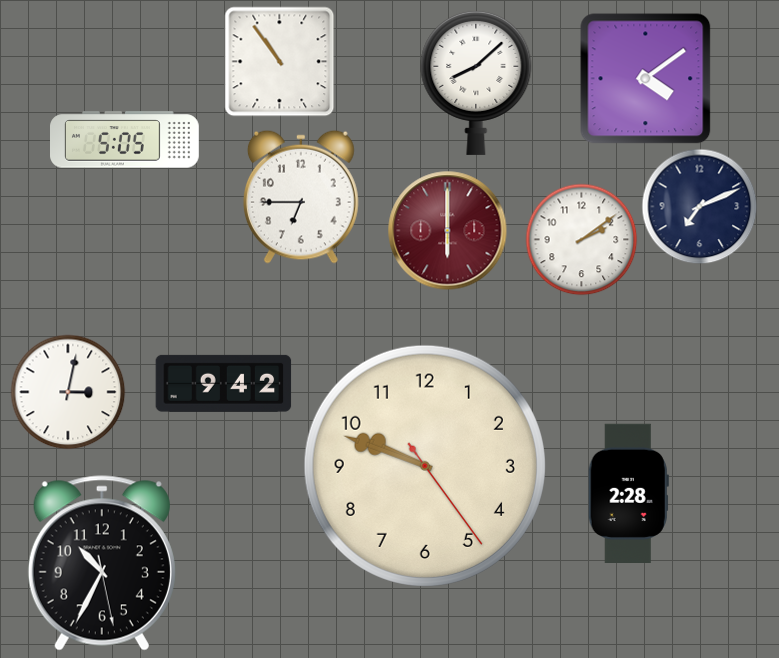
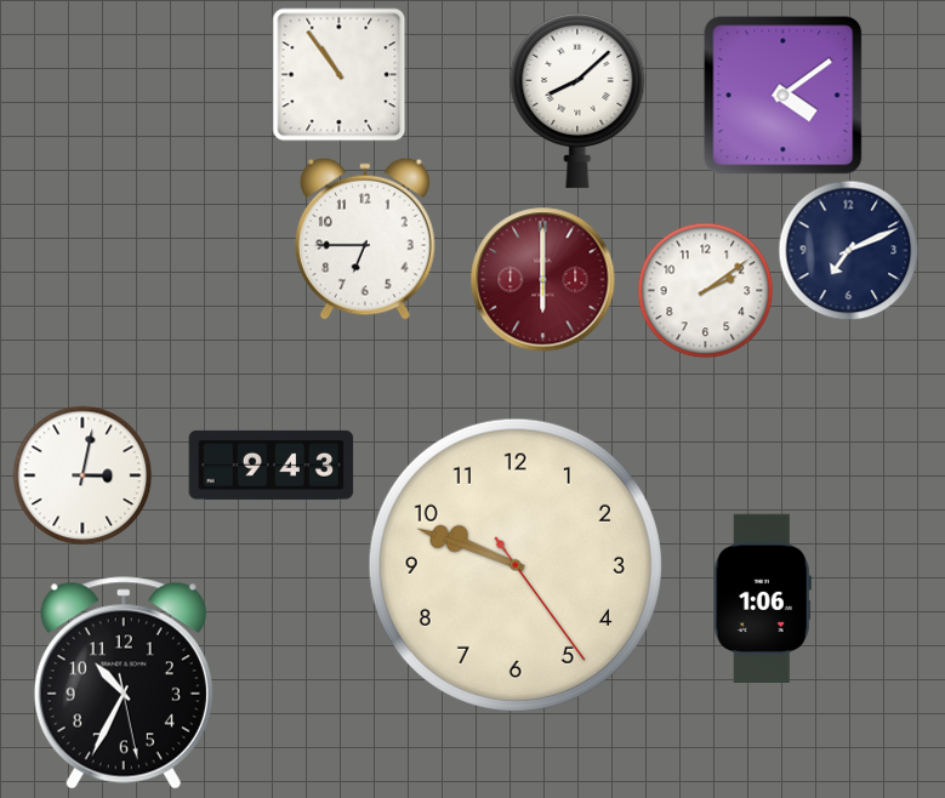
clock at (125, 140): 5:05 -> none
clock at (224, 383): 9:42 -> 9:43
clock at (628, 493): 2:28 -> 1:06
